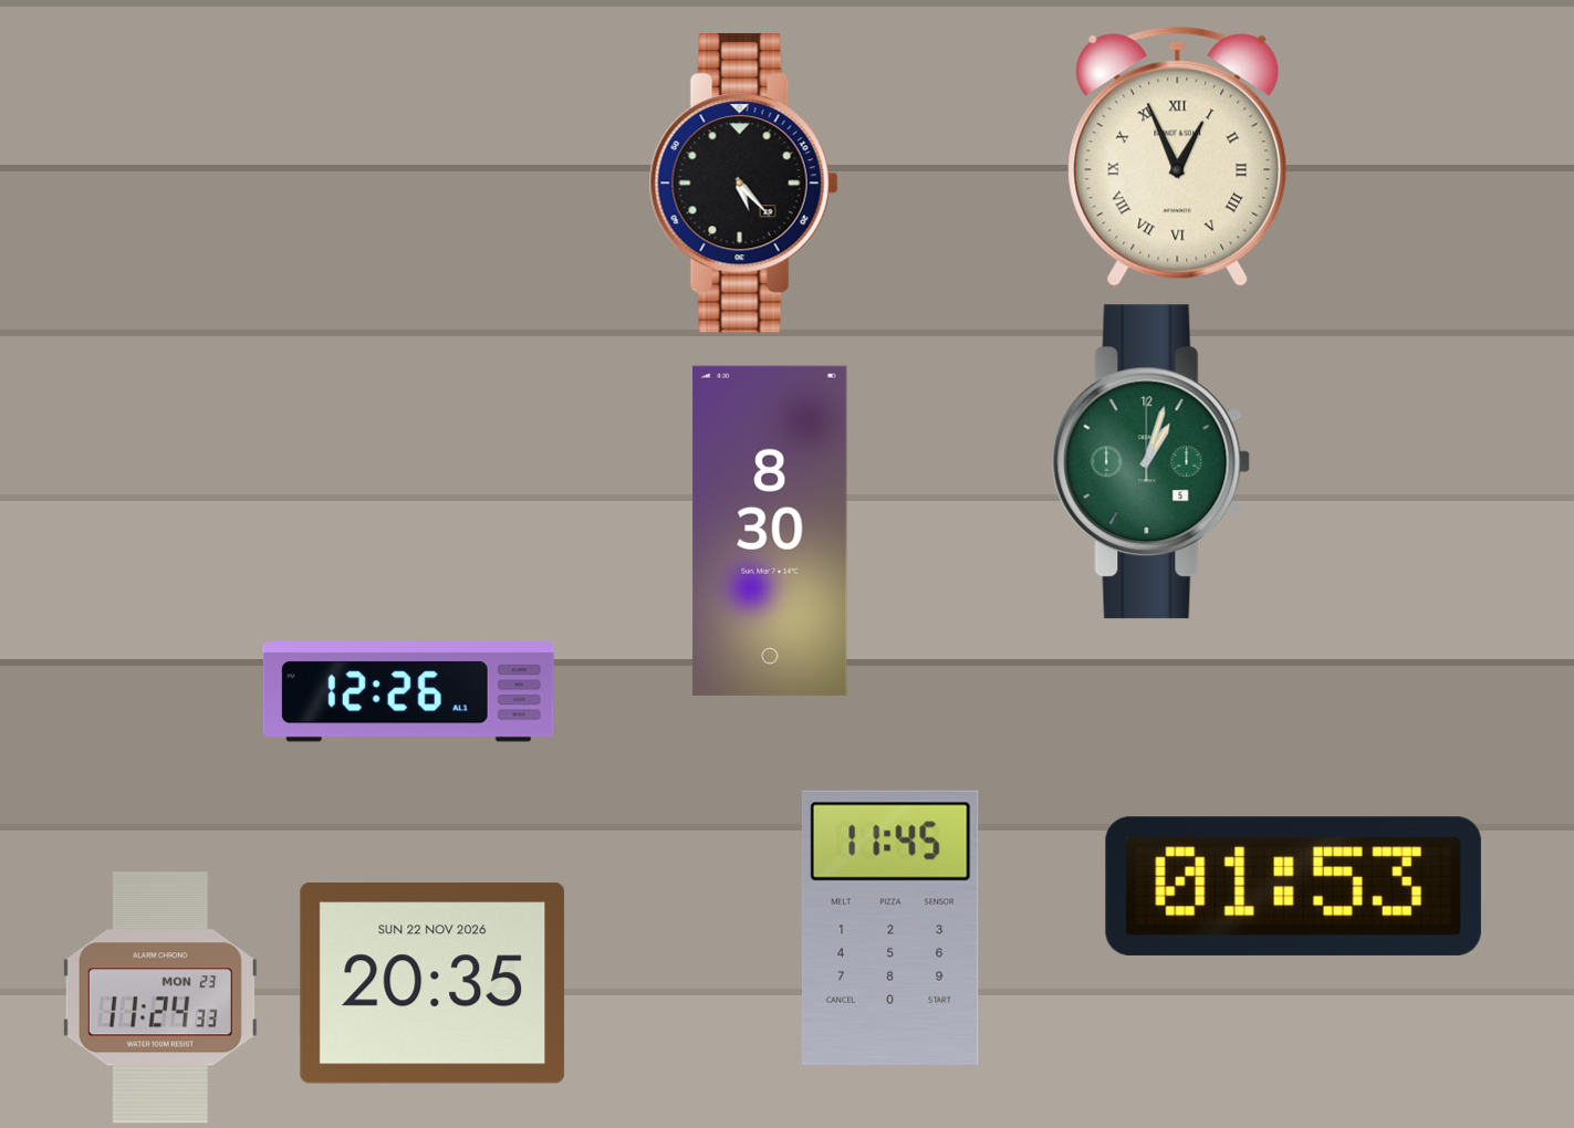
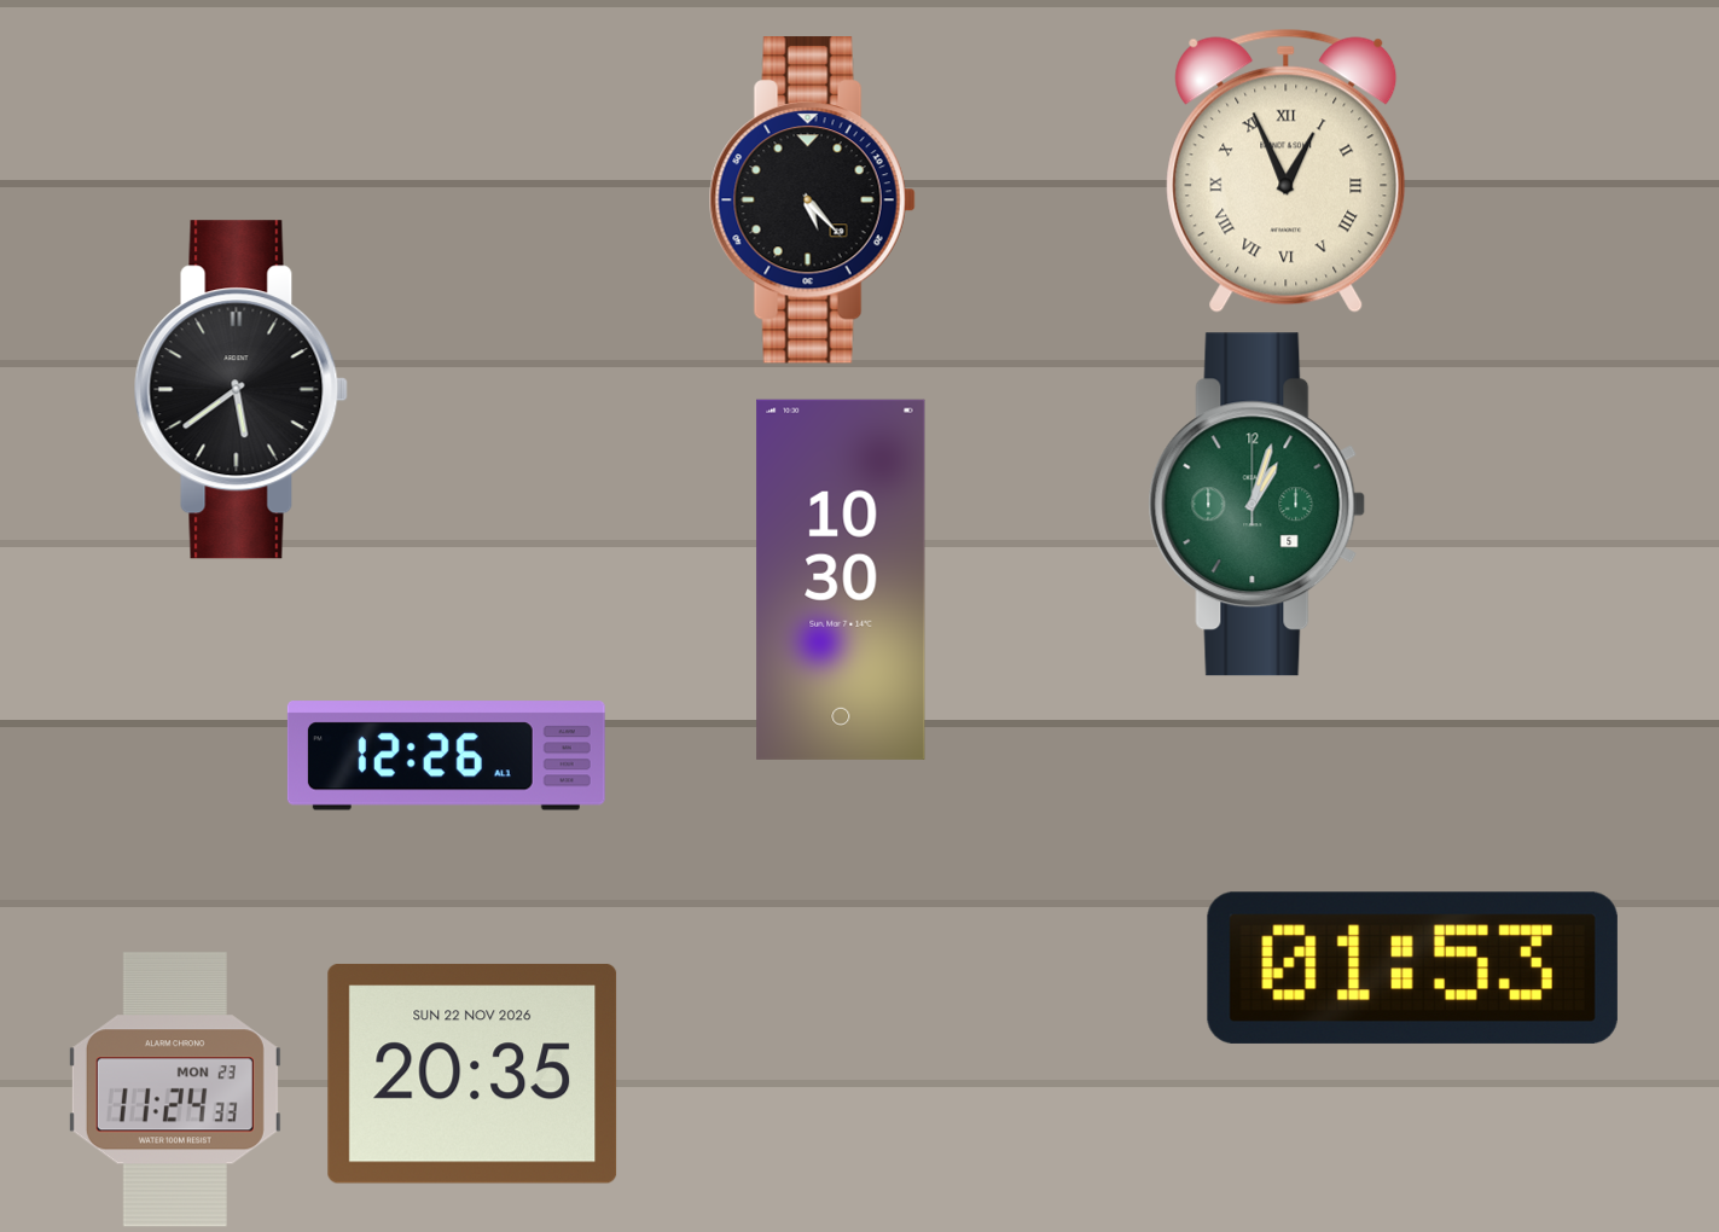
clock at (240, 390): none -> 5:39
clock at (770, 531): 8:30 -> 10:30
clock at (890, 928): 11:45 -> none
